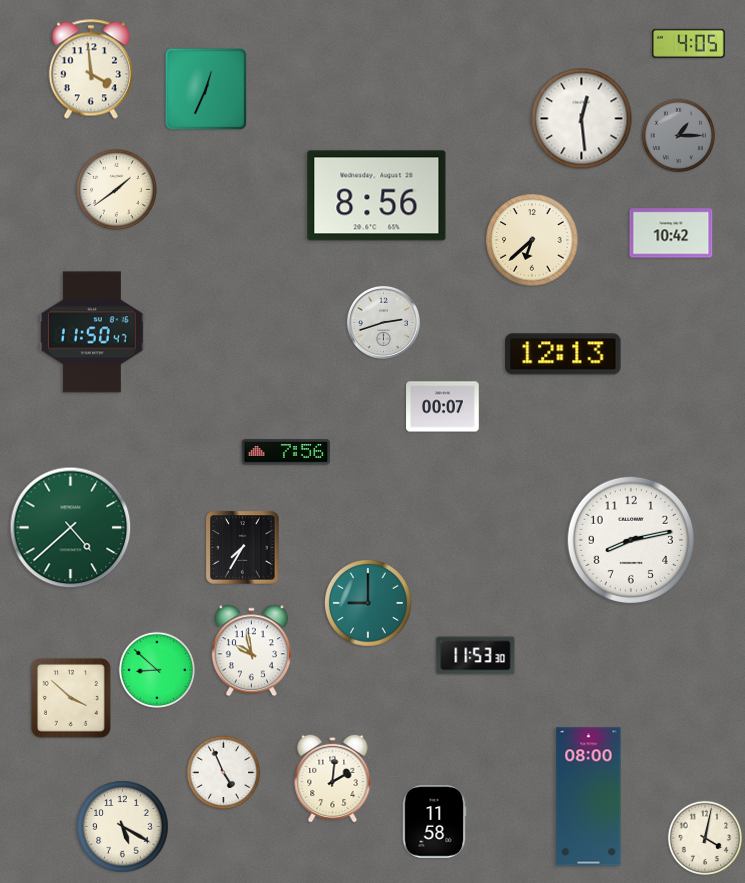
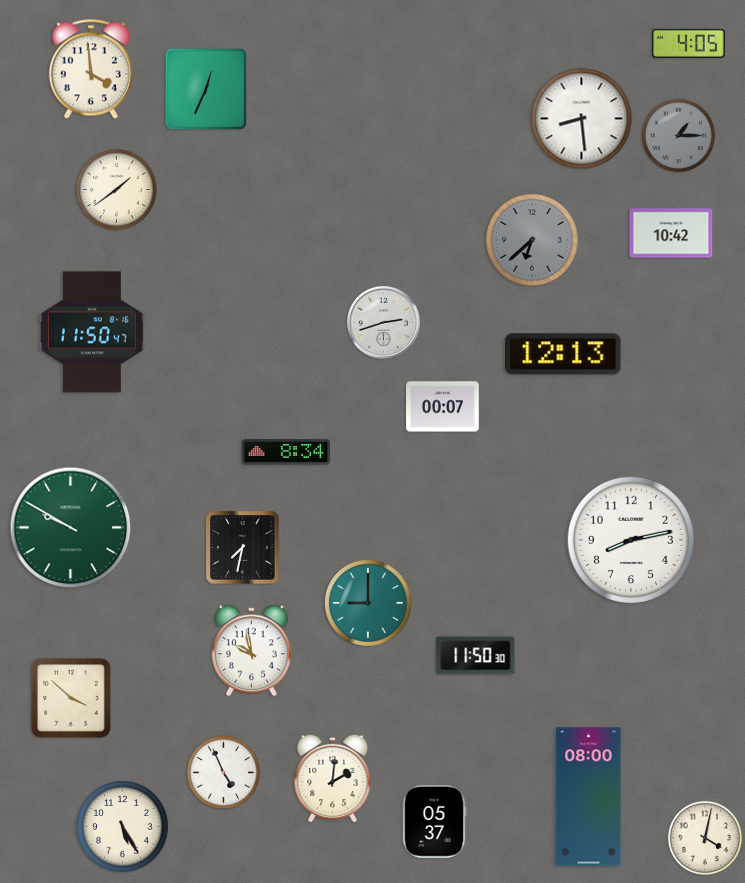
clock at (582, 119): 12:29 -> 8:29
clock at (377, 196): 8:56 -> none
clock at (532, 240) dial: cream -> grey
clock at (285, 452): 7:56 -> 8:34
clock at (71, 528): 4:38 -> 9:50
clock at (243, 548): 7:35 -> 7:32
clock at (476, 656): 11:53 -> 11:50
clock at (156, 669): 8:52 -> none
clock at (434, 822): 11:58 -> 05:37
clock at (123, 827): 5:20 -> 5:25
